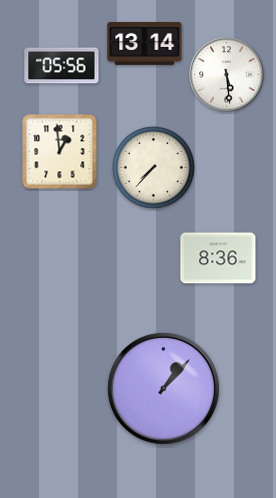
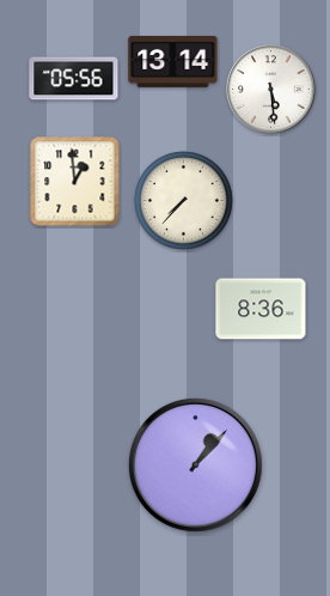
clock at (145, 43) position: (145, 43) -> (173, 61)
clock at (60, 152) position: (60, 152) -> (75, 182)
